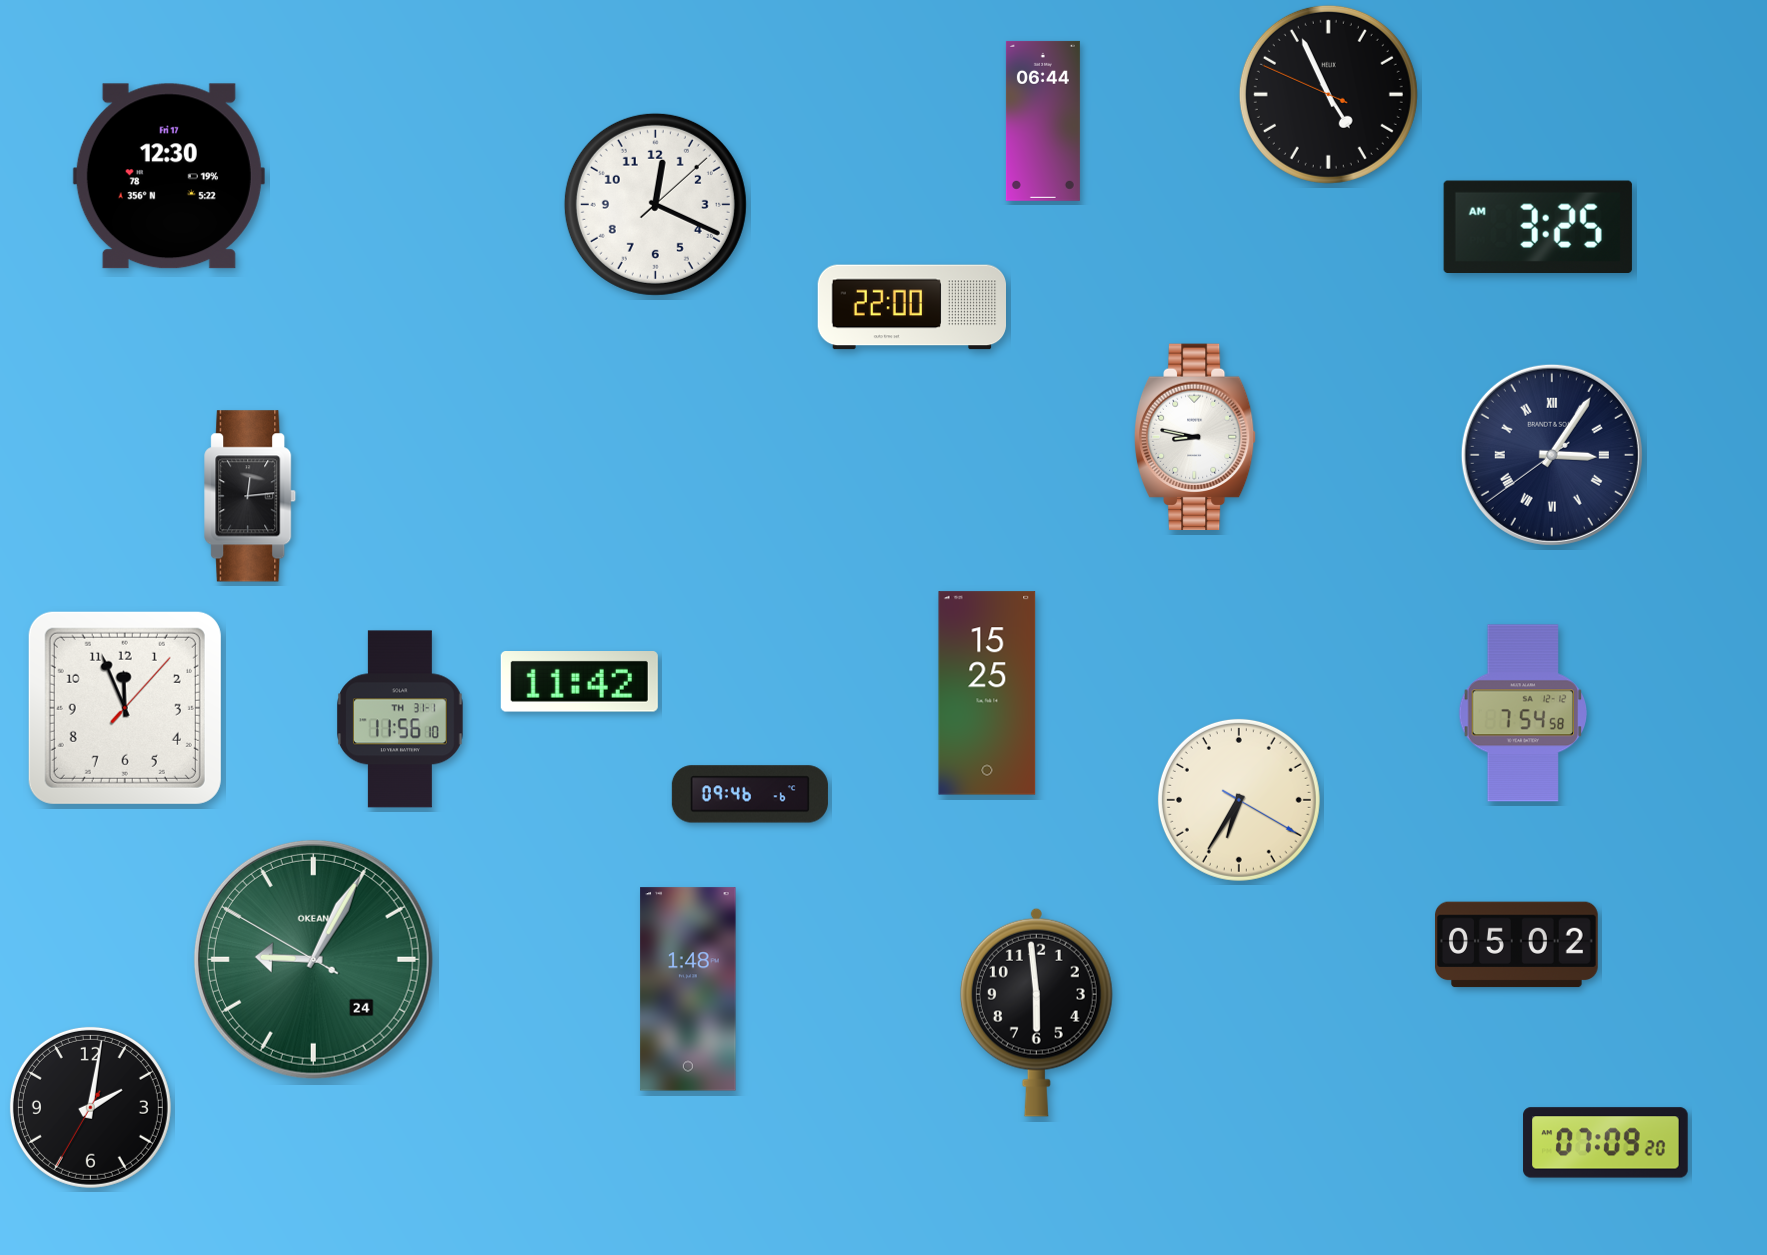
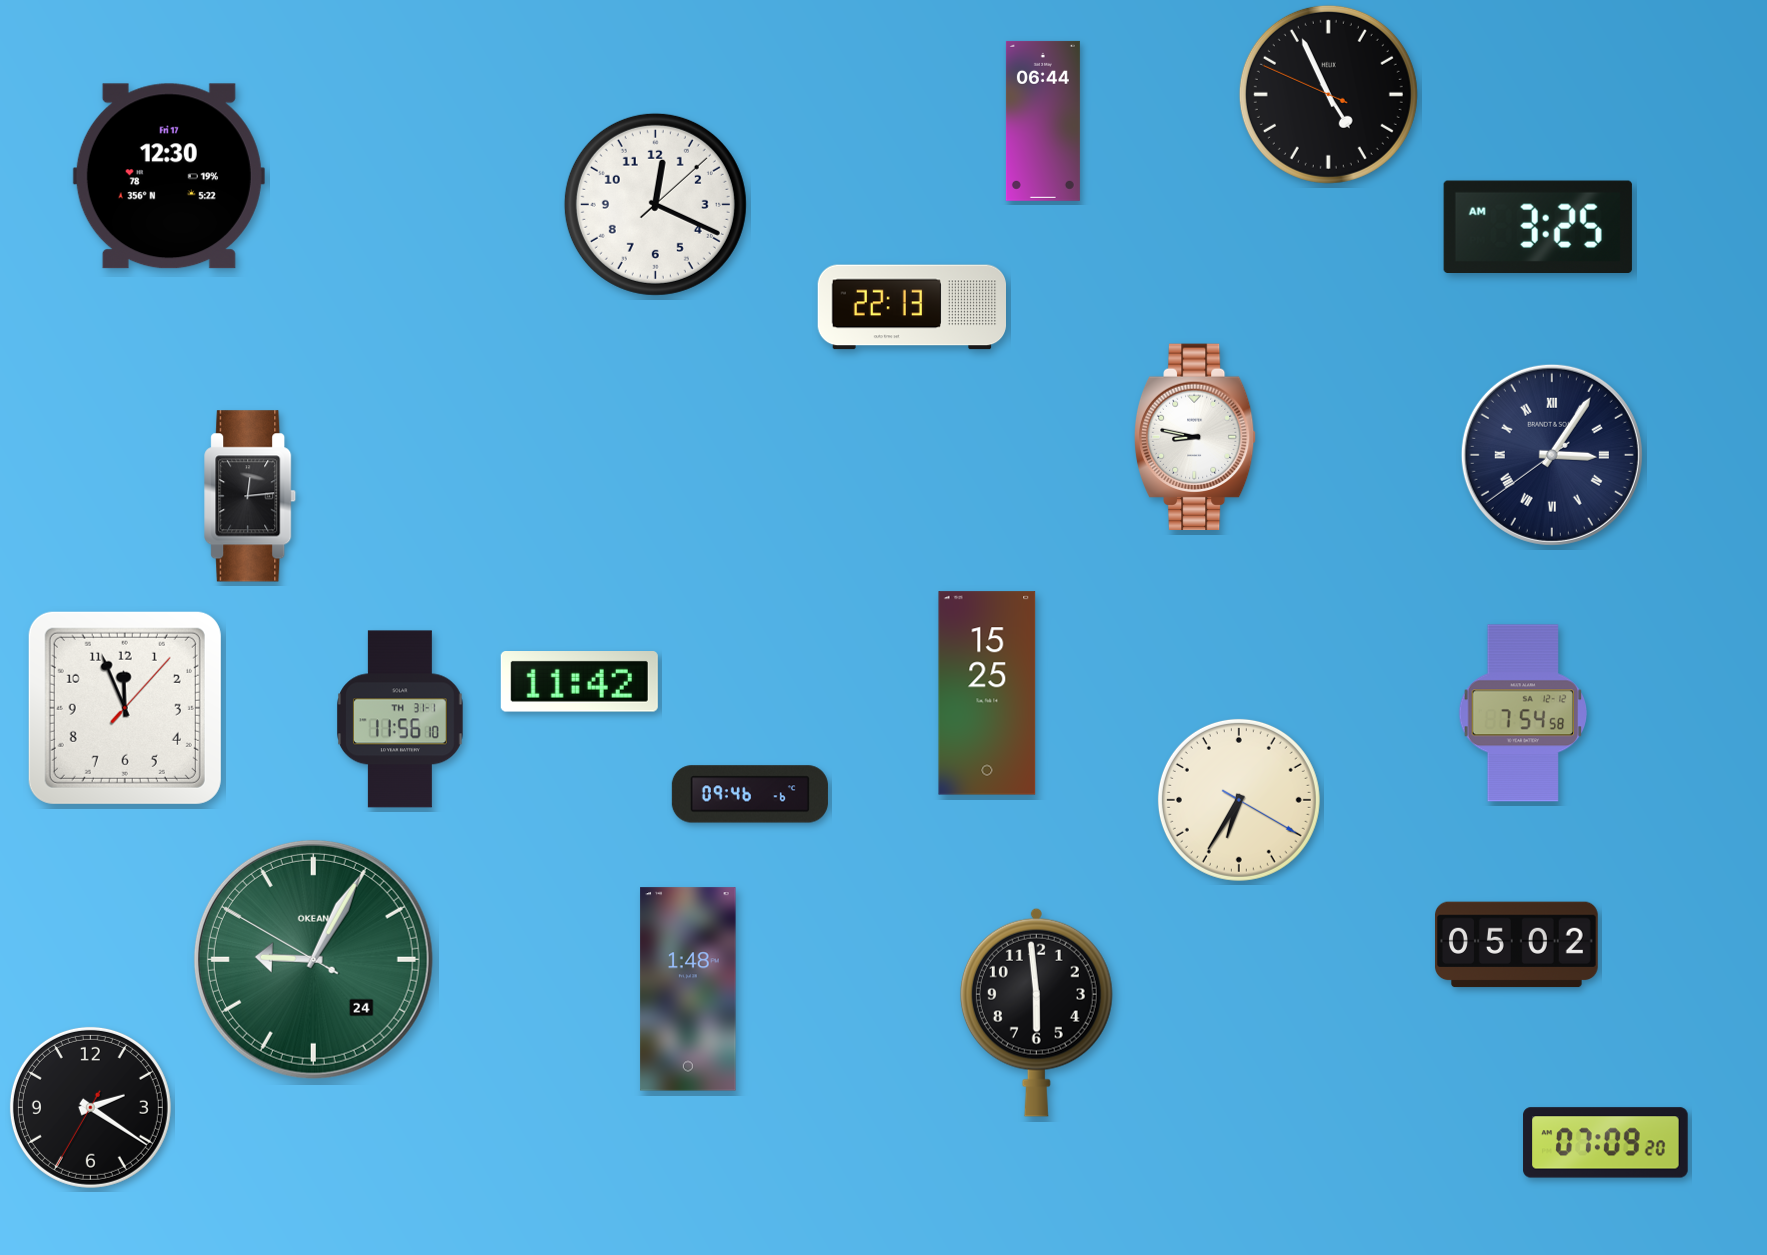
clock at (912, 307): 22:00 -> 22:13
clock at (90, 1107): 2:01 -> 2:20
